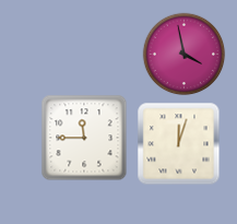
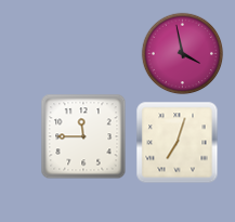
clock at (179, 144): 12:03 -> 7:03
